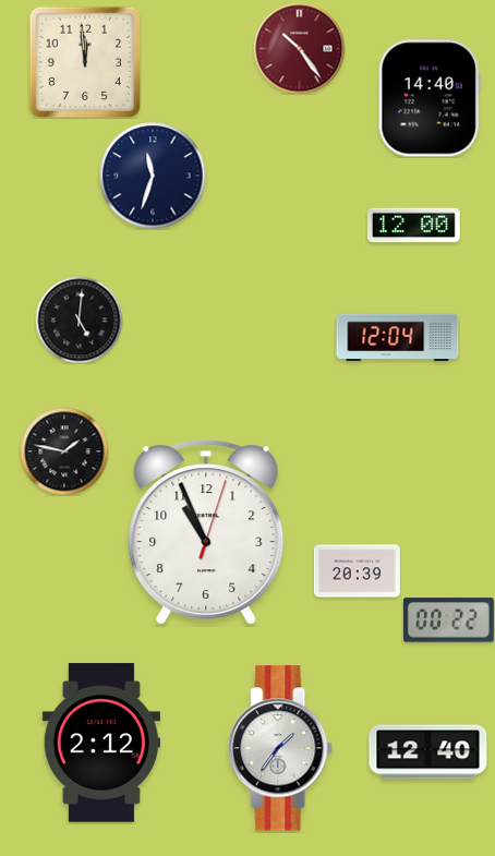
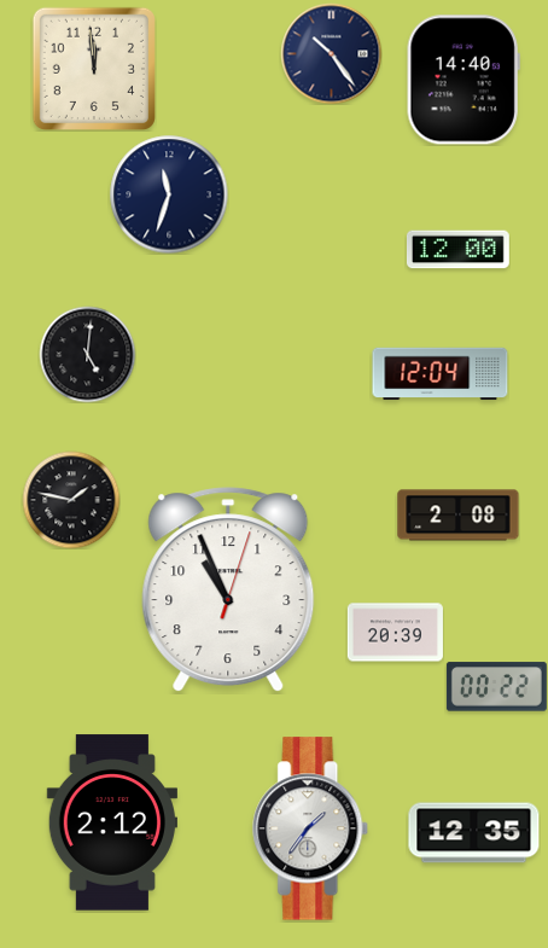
clock at (299, 48) dial: burgundy -> navy
clock at (430, 98) position: (430, 98) -> (464, 80)
clock at (459, 516): none -> 2:08
clock at (428, 752): 12:40 -> 12:35
